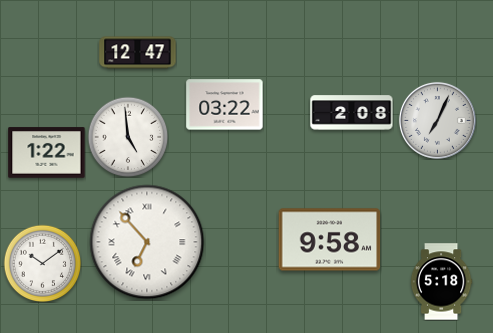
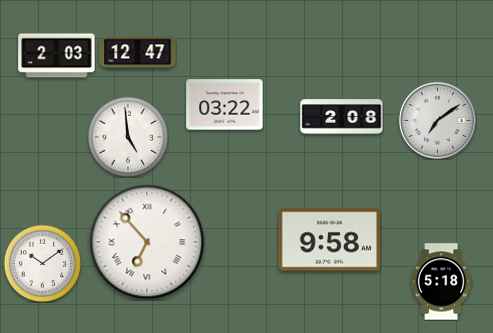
clock at (57, 56): none -> 2:03
clock at (352, 113) position: (352, 113) -> (342, 117)
clock at (437, 120): 7:04 -> 7:09
clock at (47, 153): 1:22 -> none
